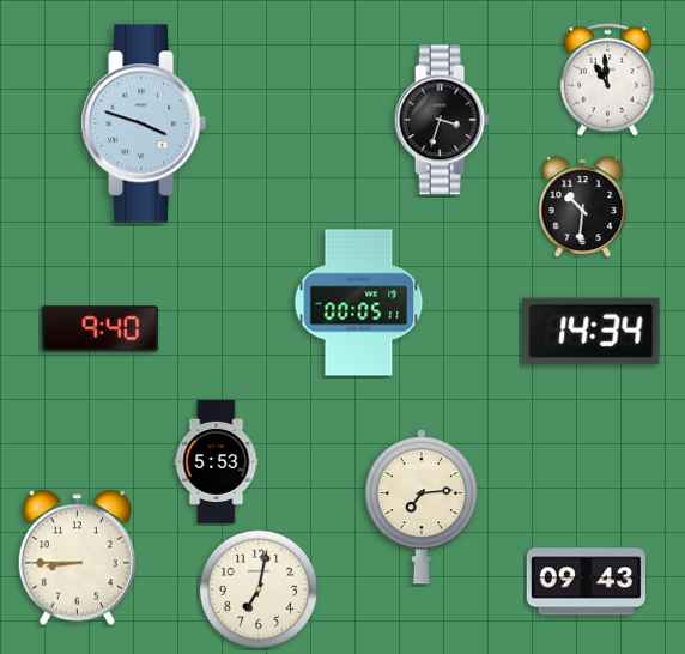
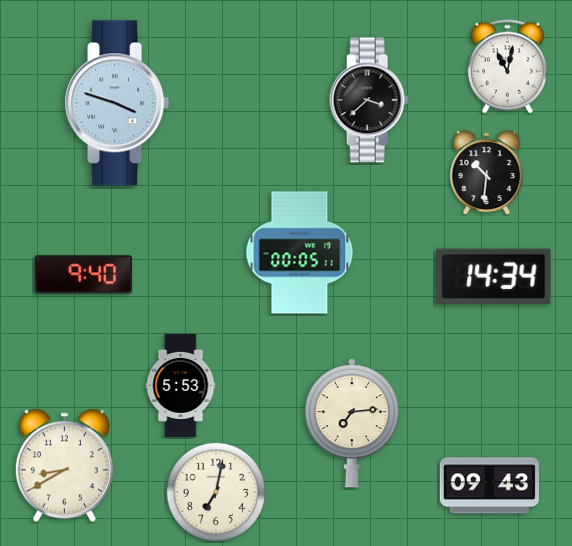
clock at (607, 80): 10:59 -> 11:02
clock at (442, 120): 3:33 -> 3:38
clock at (144, 123) position: (144, 123) -> (117, 103)
clock at (77, 558): 8:45 -> 8:40
